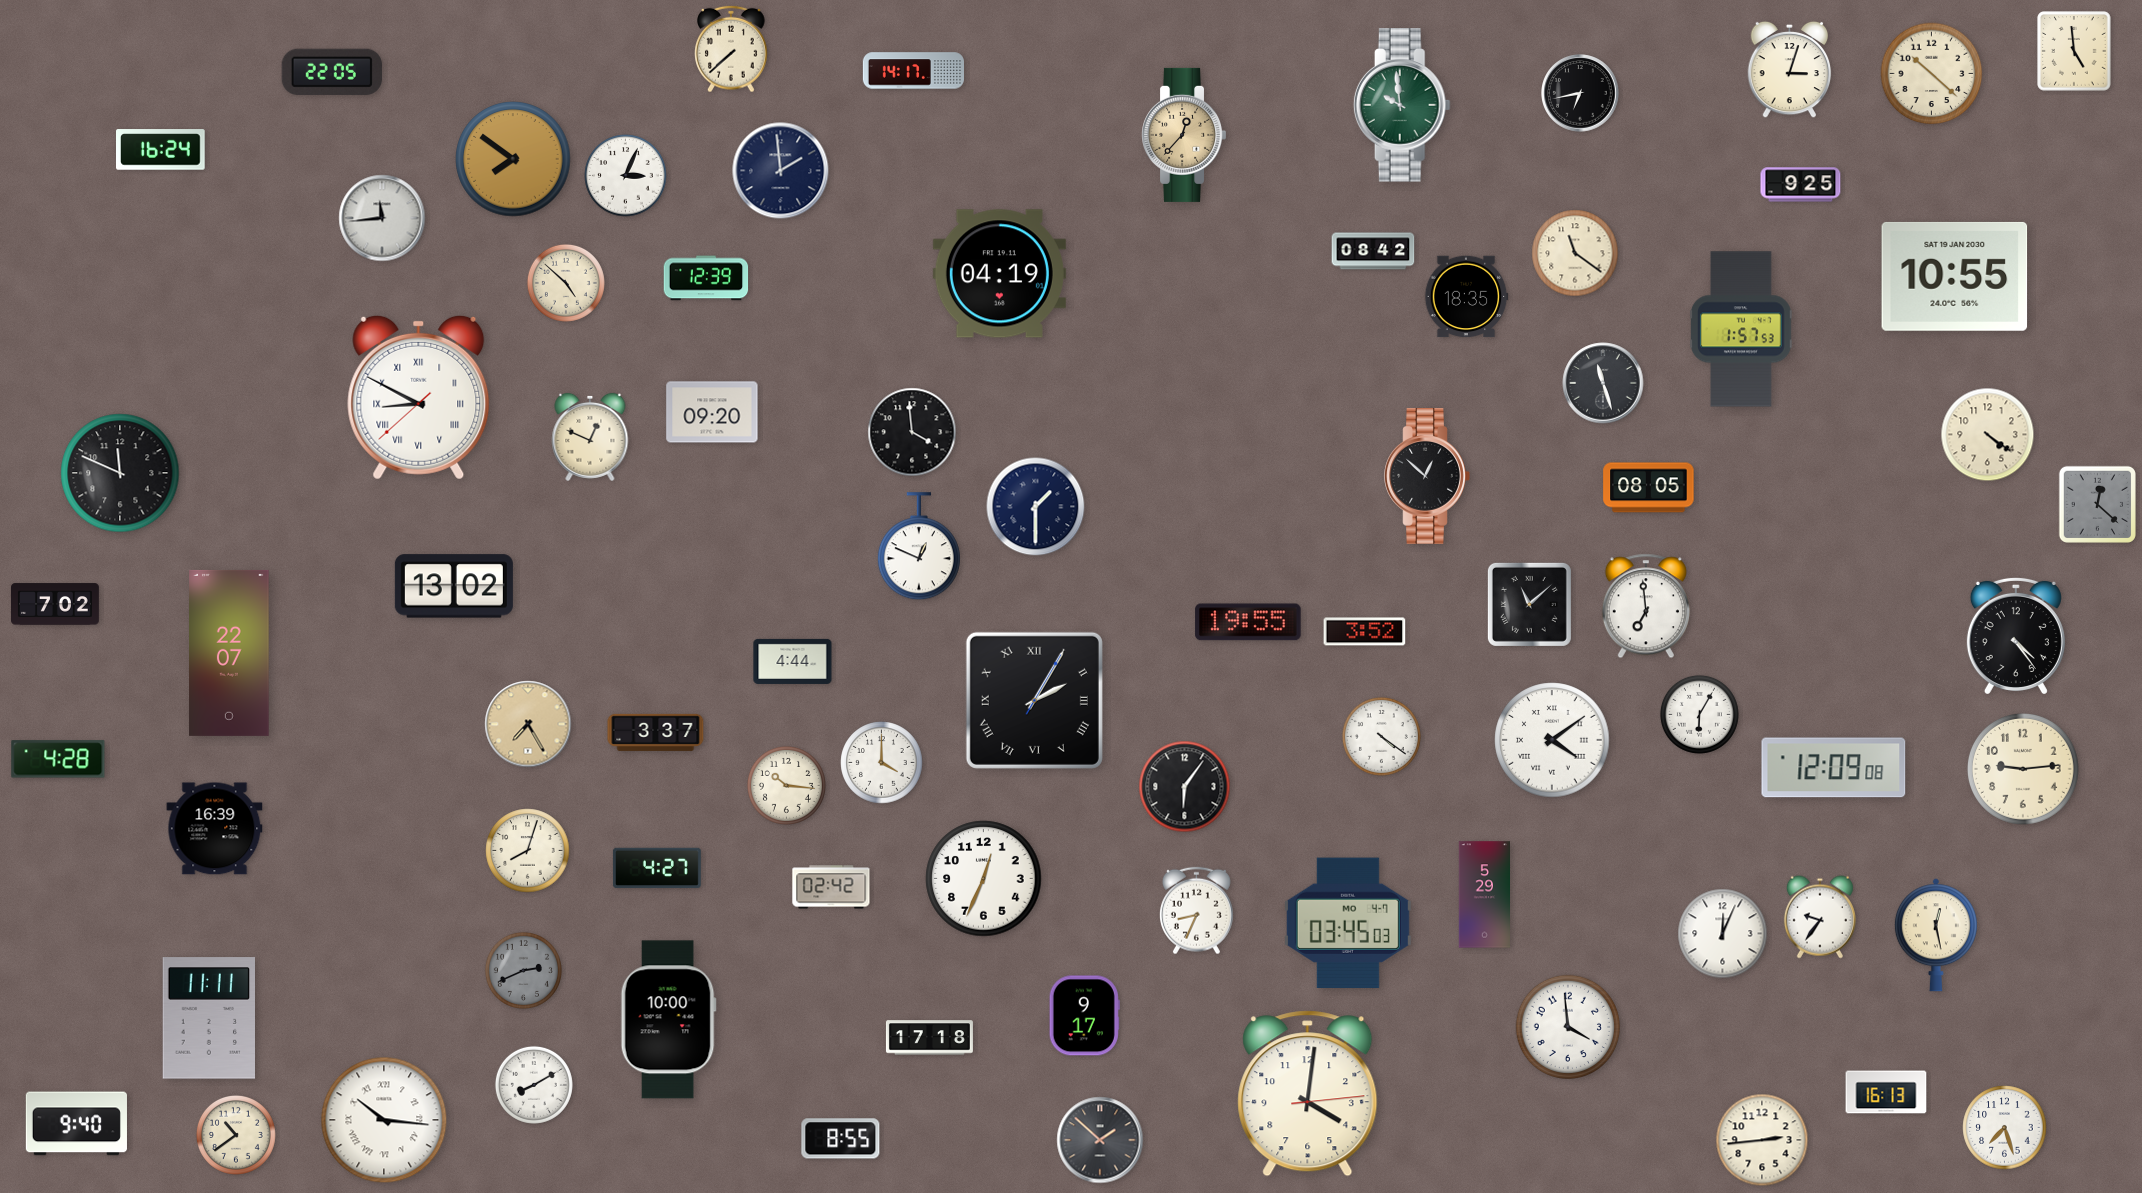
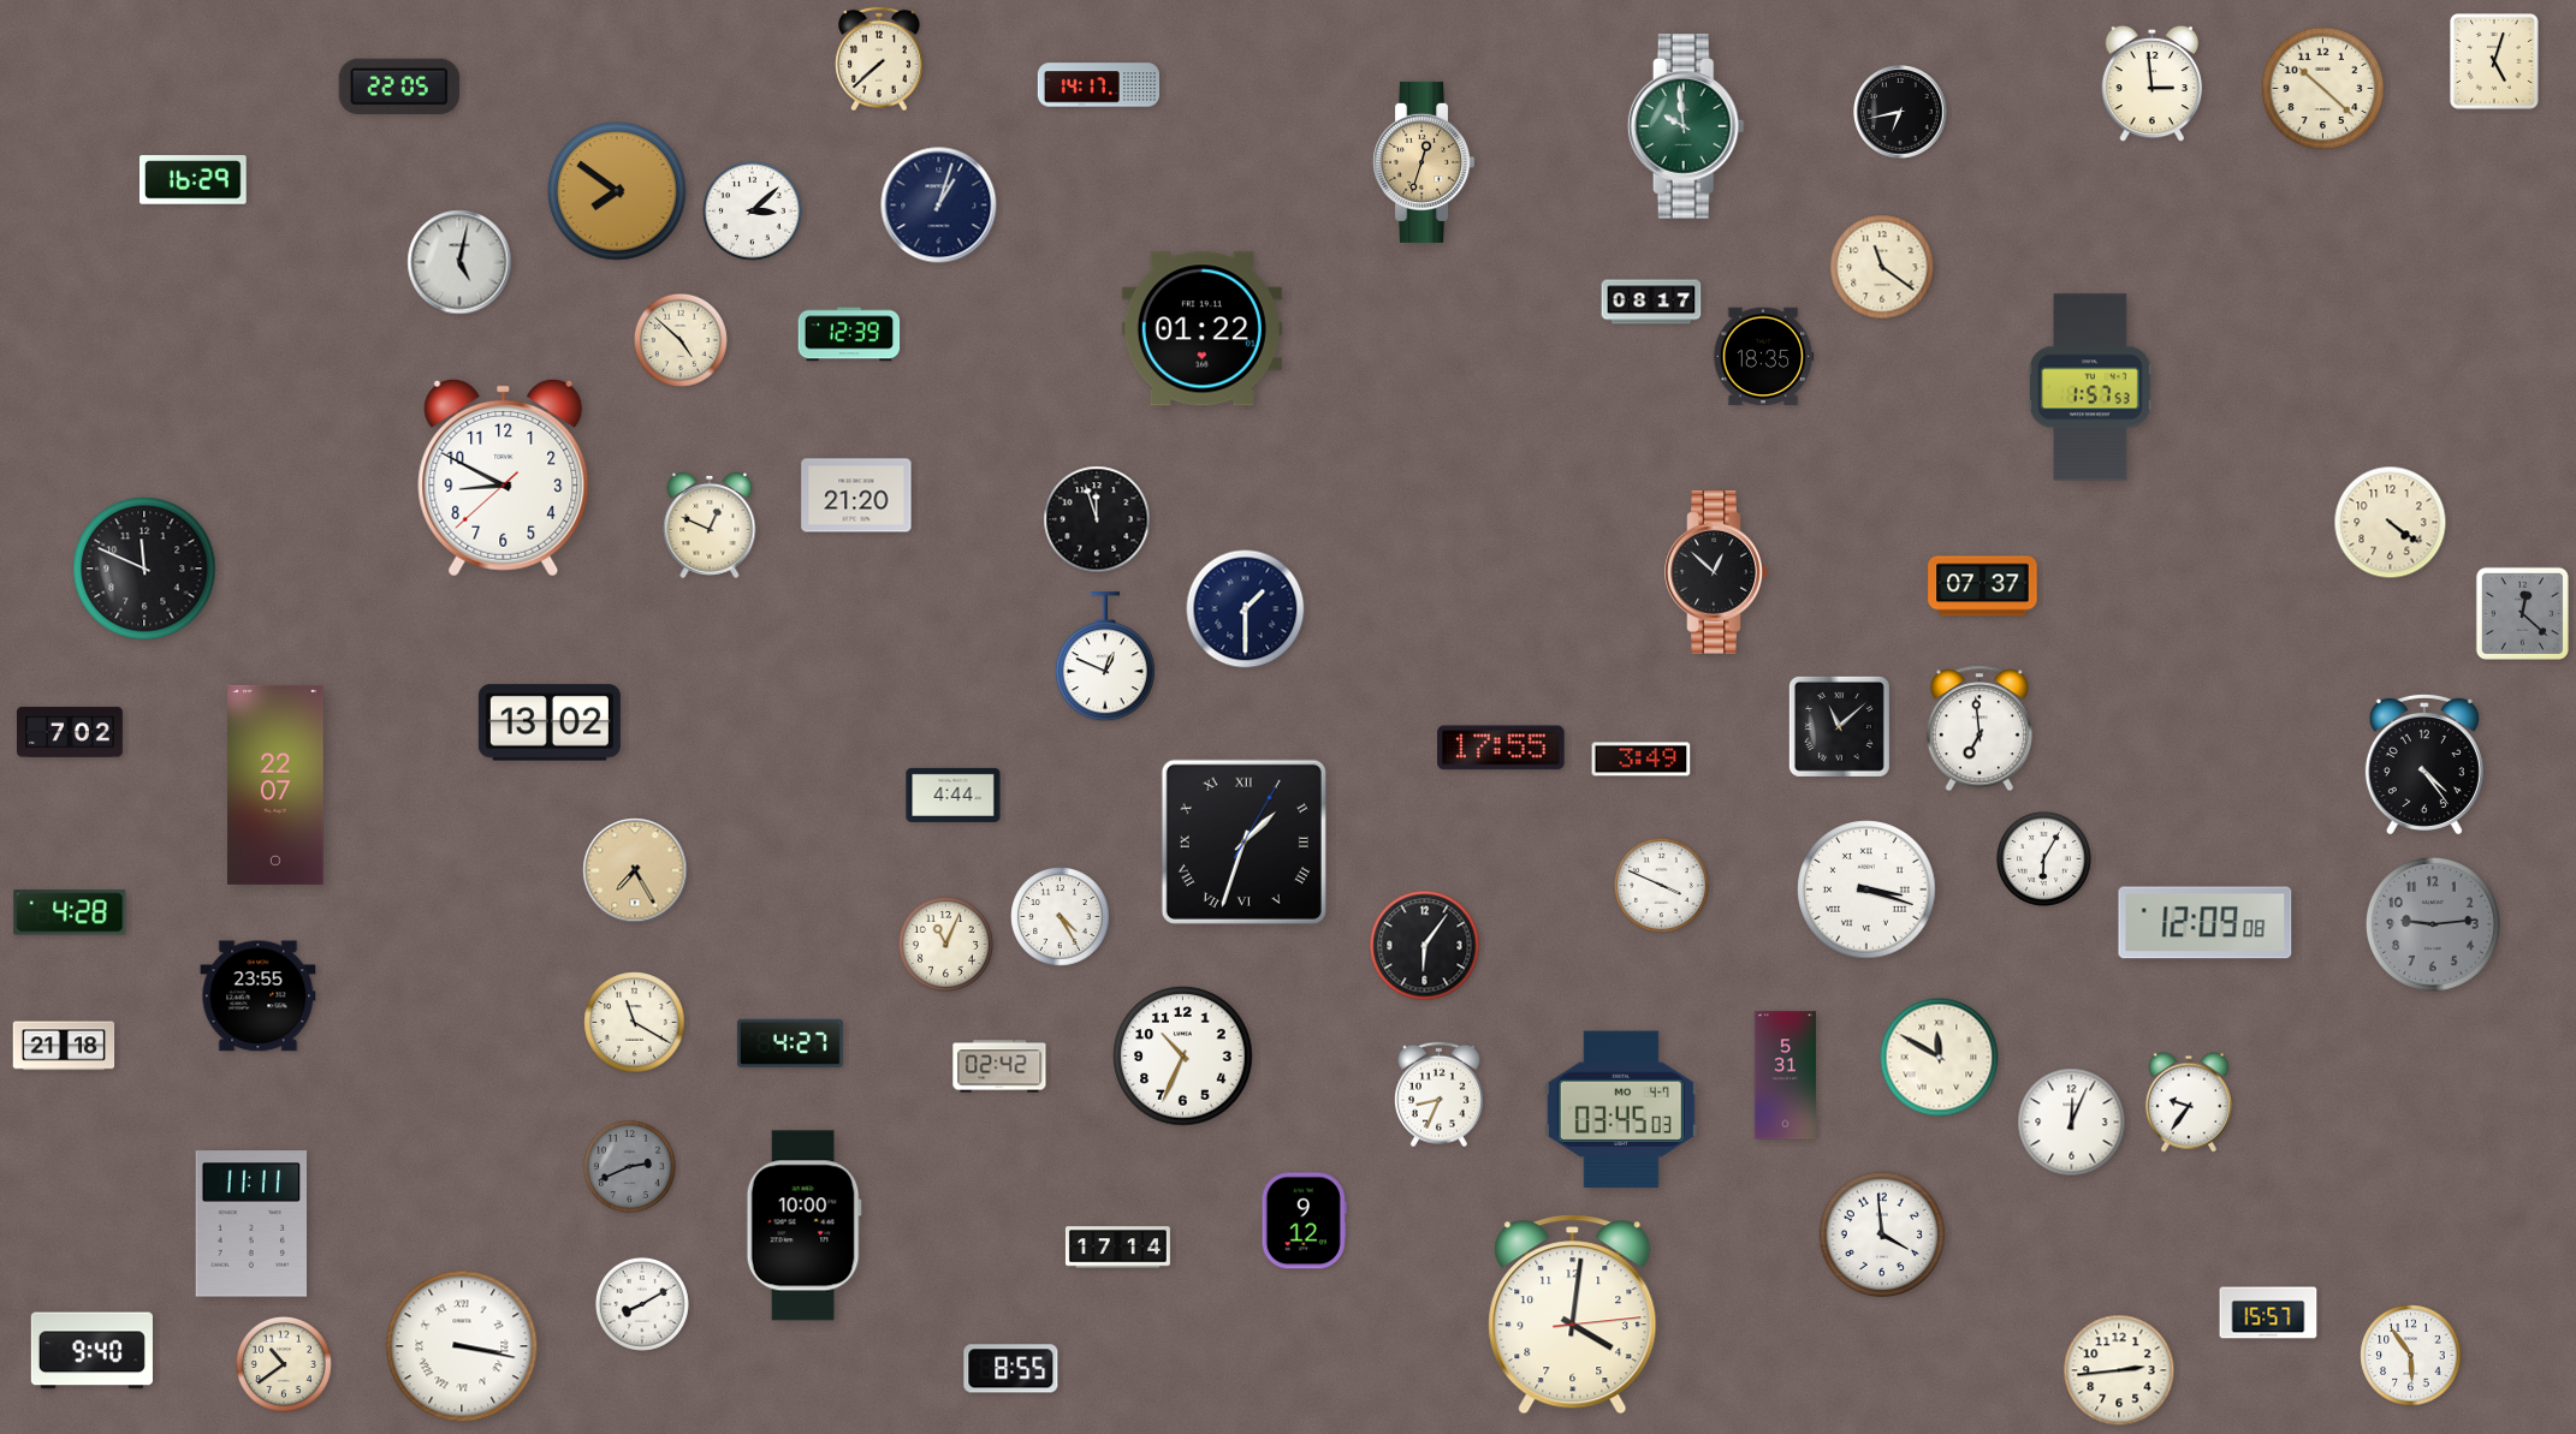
clock at (2074, 51): 4:59 -> 5:03
clock at (1790, 70): 3:03 -> 2:59
clock at (1184, 135): 12:37 -> 12:33
clock at (161, 150): 16:24 -> 16:29
clock at (781, 171): 1:59 -> 1:03
clock at (626, 176): 3:04 -> 3:08
clock at (1801, 185): 9:25 -> none
clock at (382, 218): 11:44 -> 5:02
clock at (1373, 251): 08:42 -> 08:17
clock at (1575, 253) position: (1575, 253) -> (1882, 267)
clock at (999, 274): 04:19 -> 01:22
clock at (1955, 276): 10:55 -> none
clock at (1742, 329) position: (1742, 329) -> (2091, 387)
clock at (1603, 383): 11:27 -> none
clock at (419, 397) numerals: Roman -> Arabic
clock at (712, 412): 09:20 -> 21:20
clock at (912, 432): 3:59 -> 11:57
clock at (1649, 488): 08:05 -> 07:37
clock at (2097, 504) position: (2097, 504) -> (2522, 613)
clock at (454, 586) position: (454, 586) -> (550, 722)
clock at (56, 604) position: (56, 604) -> (71, 732)
clock at (1248, 622): 19:55 -> 17:55
clock at (1365, 632): 3:52 -> 3:49
clock at (1034, 700): 2:05 -> 1:33
clock at (656, 732): 3:37 -> none
clock at (1381, 736): 4:21 -> 3:49
clock at (1552, 740): 4:09 -> 3:18
clock at (882, 763): 4:00 -> 4:25
clock at (2023, 769) dial: cream -> grey
clock at (786, 785): 10:16 -> 11:04
clock at (215, 829): 16:39 -> 23:55
clock at (528, 851): 8:03 -> 11:20
clock at (64, 1046): none -> 21:18
clock at (984, 879): 12:34 -> 10:34
clock at (1940, 1058): none -> 11:50
clock at (1484, 895): 5:29 -> 5:31
clock at (1936, 935): 12:28 -> none
clock at (1084, 1016): 9:17 -> 9:12
clock at (1568, 1027) position: (1568, 1027) -> (1882, 1234)
clock at (929, 1038): 17:18 -> 17:14
clock at (1886, 1092): 16:13 -> 15:57
clock at (384, 1120): 10:16 -> 3:17
clock at (2005, 1128): 7:27 -> 5:54
clock at (1100, 1140): 1:52 -> none
